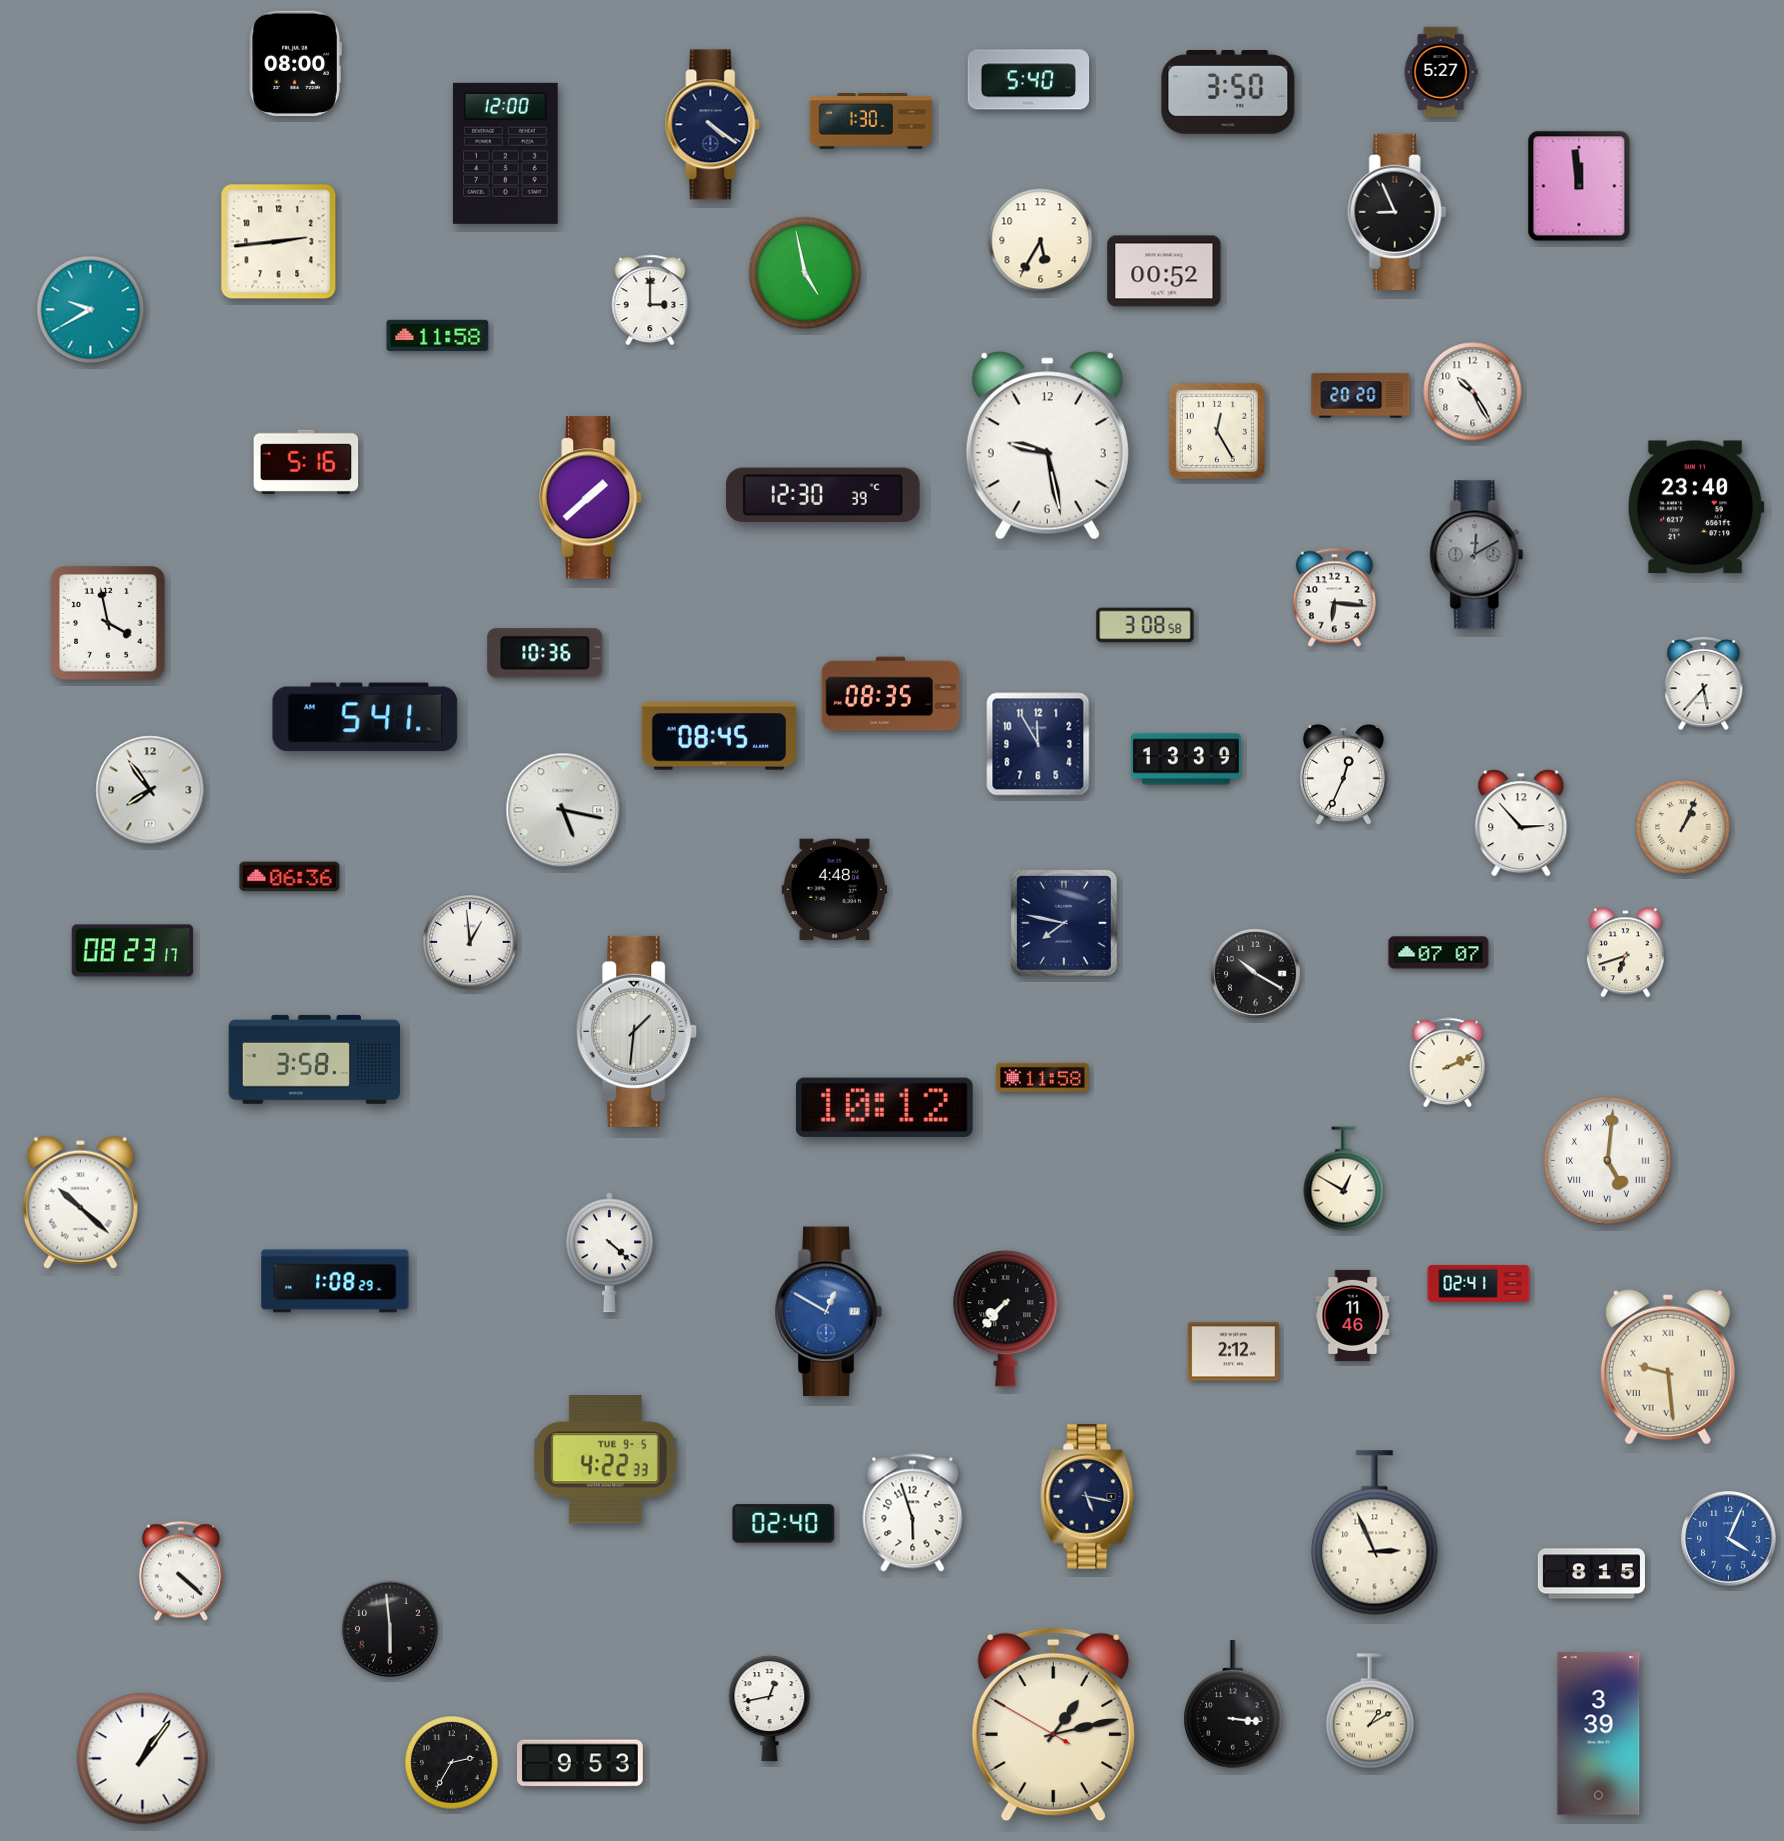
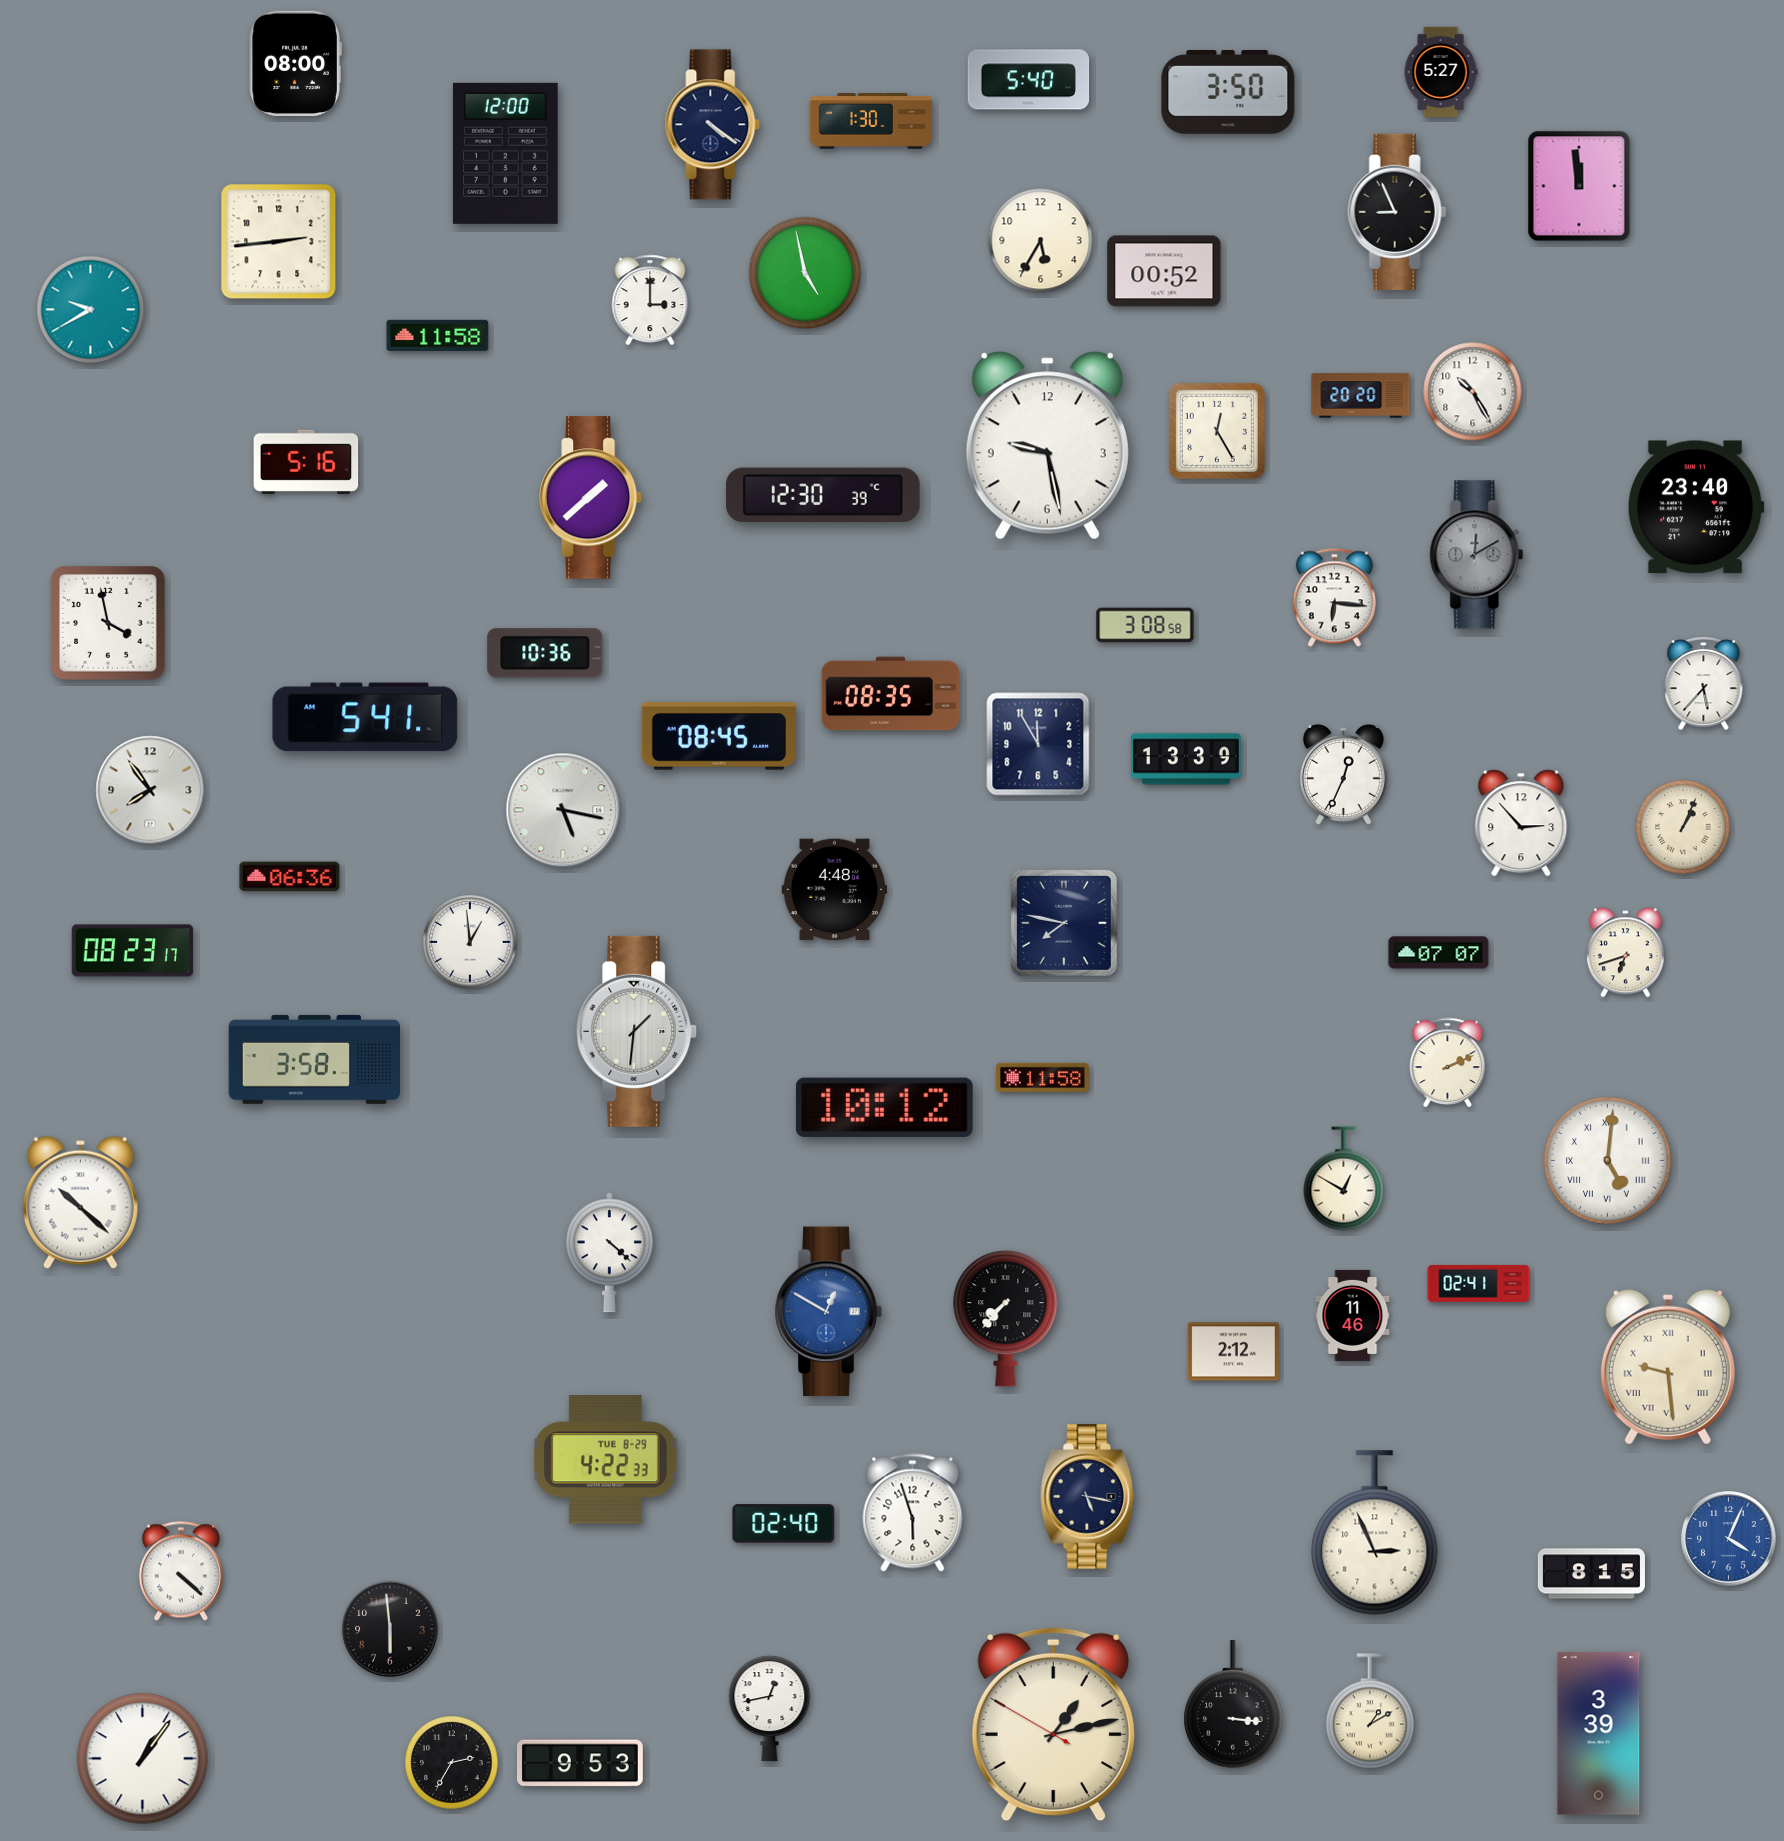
clock at (1256, 974): 10:20 -> none
clock at (335, 1281): 1:08 -> none
clock at (606, 1460) date: TUE 9-5 -> TUE 8-29
